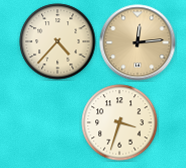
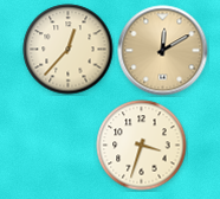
clock at (58, 42): 4:37 -> 12:37
clock at (138, 43): 12:14 -> 12:10
